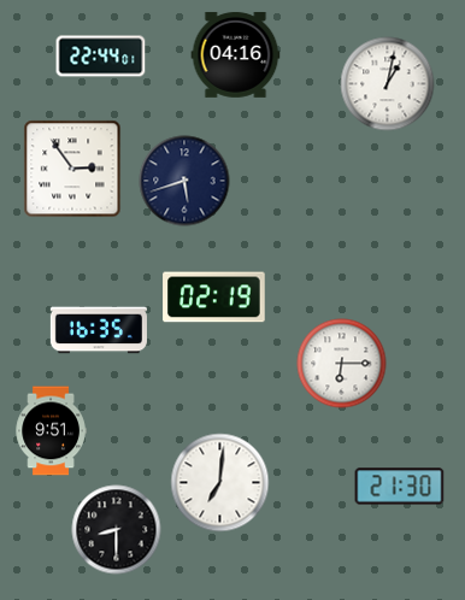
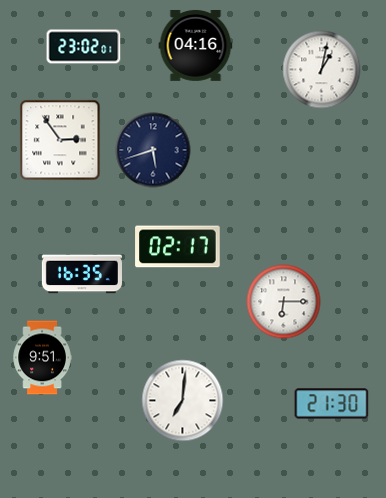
clock at (101, 57): 22:44 -> 23:02
clock at (214, 298): 02:19 -> 02:17
clock at (117, 530): 8:30 -> none
